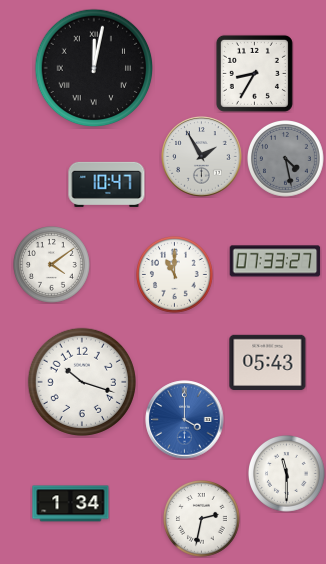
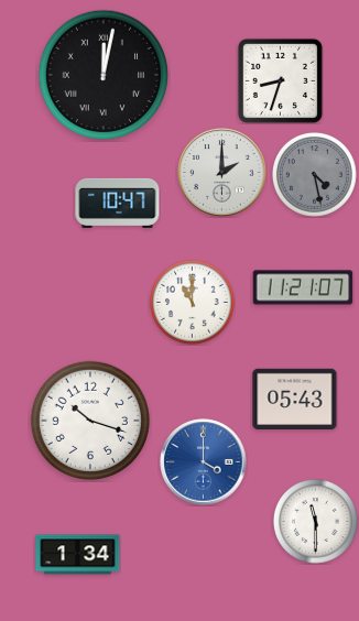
clock at (254, 73): 8:35 -> 8:33
clock at (202, 157): 1:55 -> 2:00
clock at (275, 261): 07:33 -> 11:21
clock at (52, 265): 4:09 -> none
clock at (202, 519): 2:32 -> none
